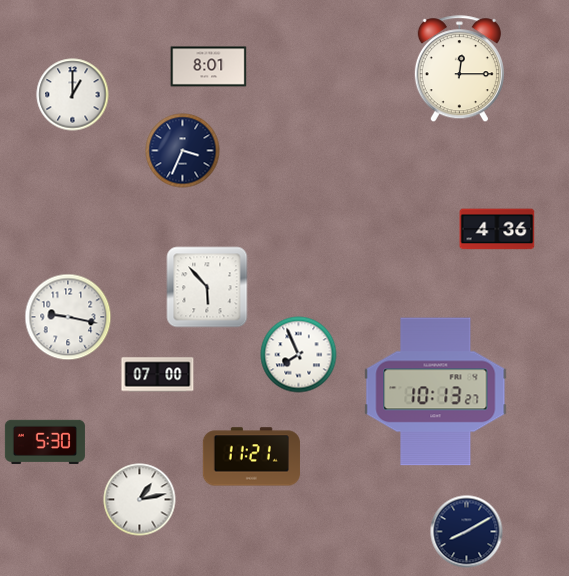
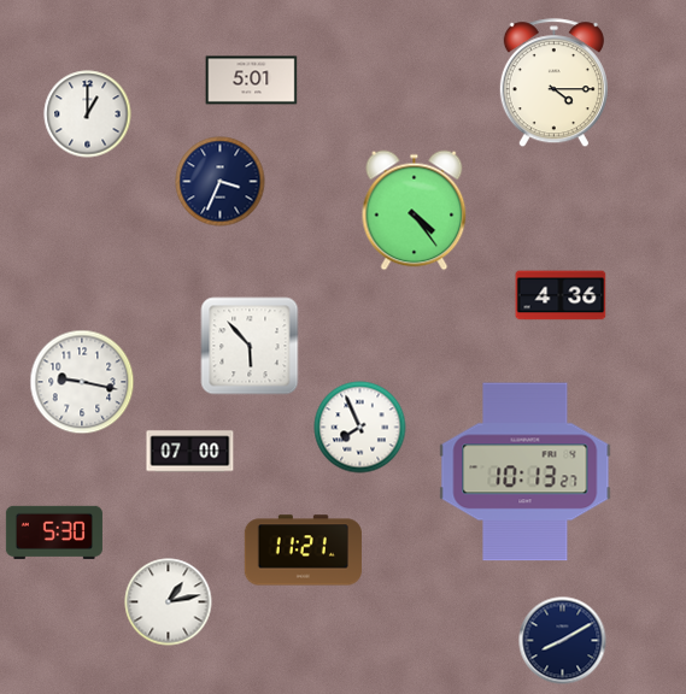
clock at (209, 67): 8:01 -> 5:01
clock at (459, 69): 12:15 -> 4:15
clock at (415, 211): none -> 4:24
clock at (497, 229) position: (497, 229) -> (561, 295)
